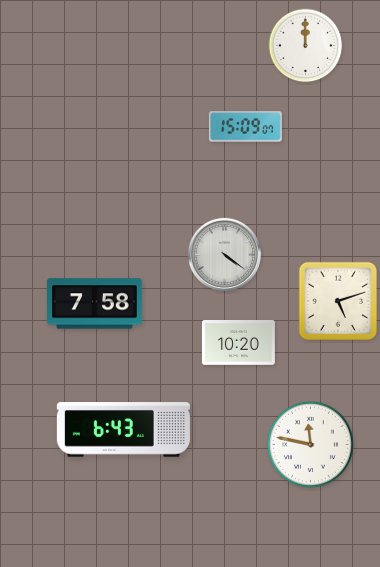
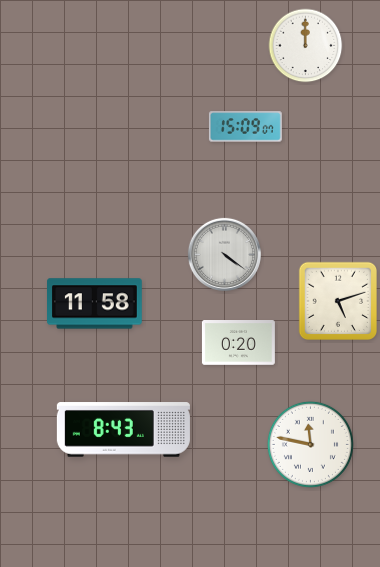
clock at (95, 304): 7:58 -> 11:58
clock at (238, 343): 10:20 -> 0:20
clock at (123, 430): 6:43 -> 8:43
